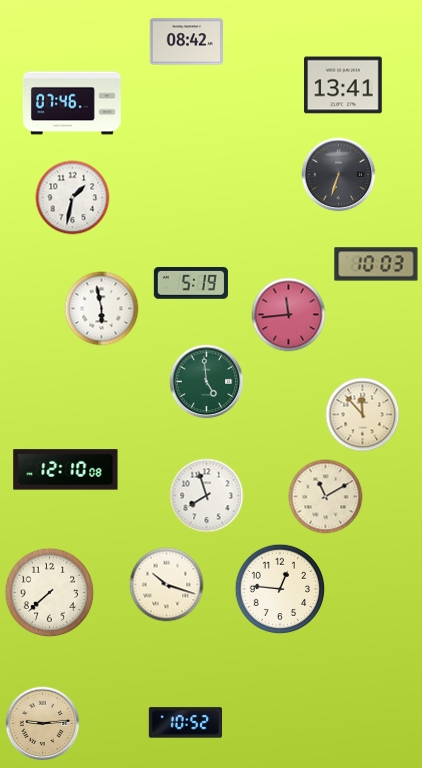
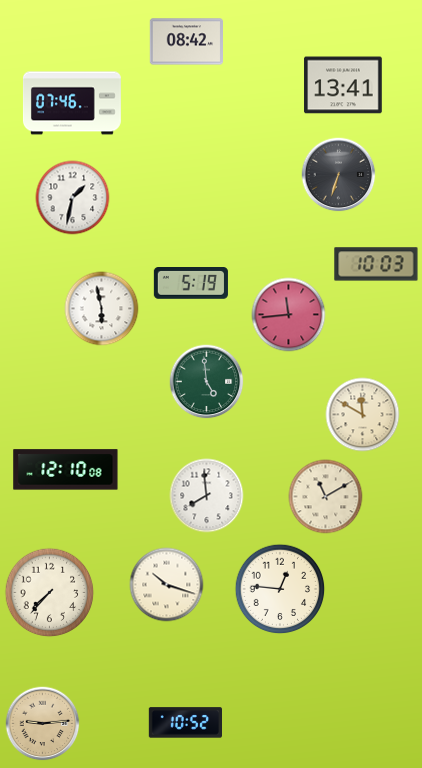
clock at (363, 415): 11:53 -> 11:50
clock at (207, 496): 7:57 -> 7:59
clock at (50, 593): 7:38 -> 7:37
